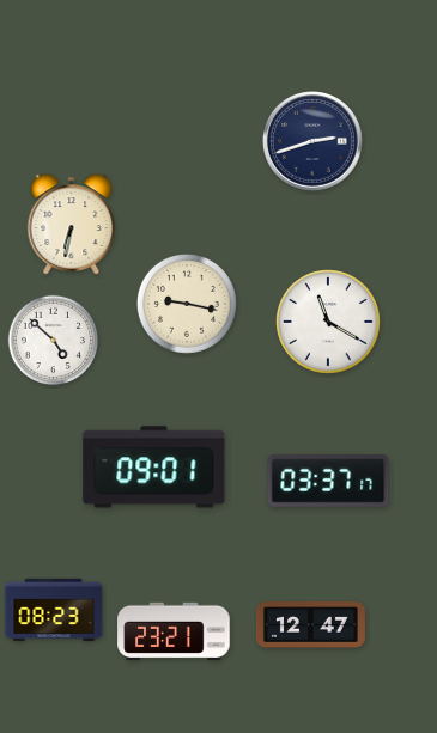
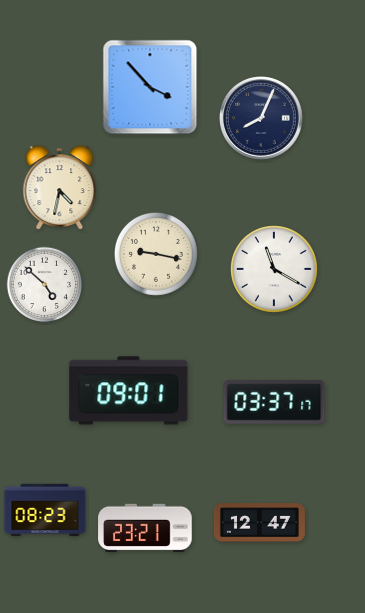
clock at (150, 87): none -> 3:53
clock at (314, 142): 2:42 -> 8:04
clock at (72, 225): 6:32 -> 4:32
